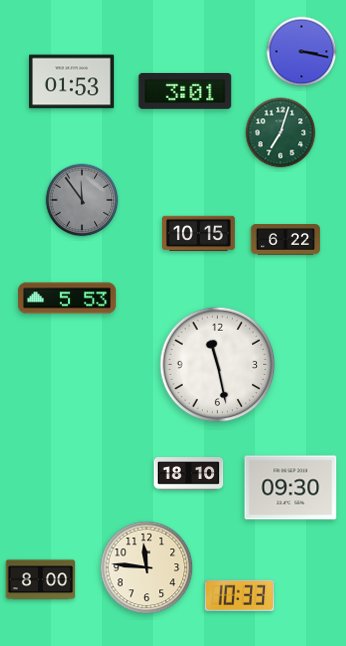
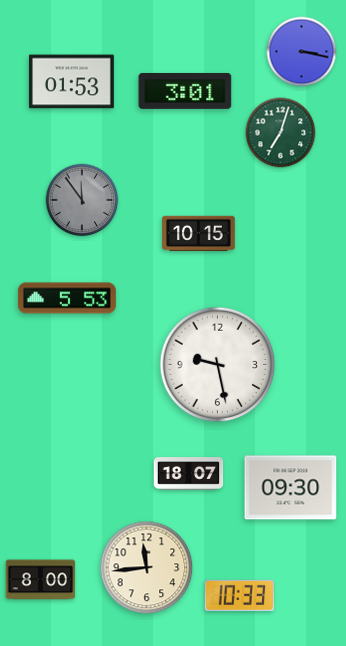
clock at (286, 240): 6:22 -> none
clock at (218, 365): 11:28 -> 9:28
clock at (189, 474): 18:10 -> 18:07
clock at (147, 568): 11:46 -> 11:44
